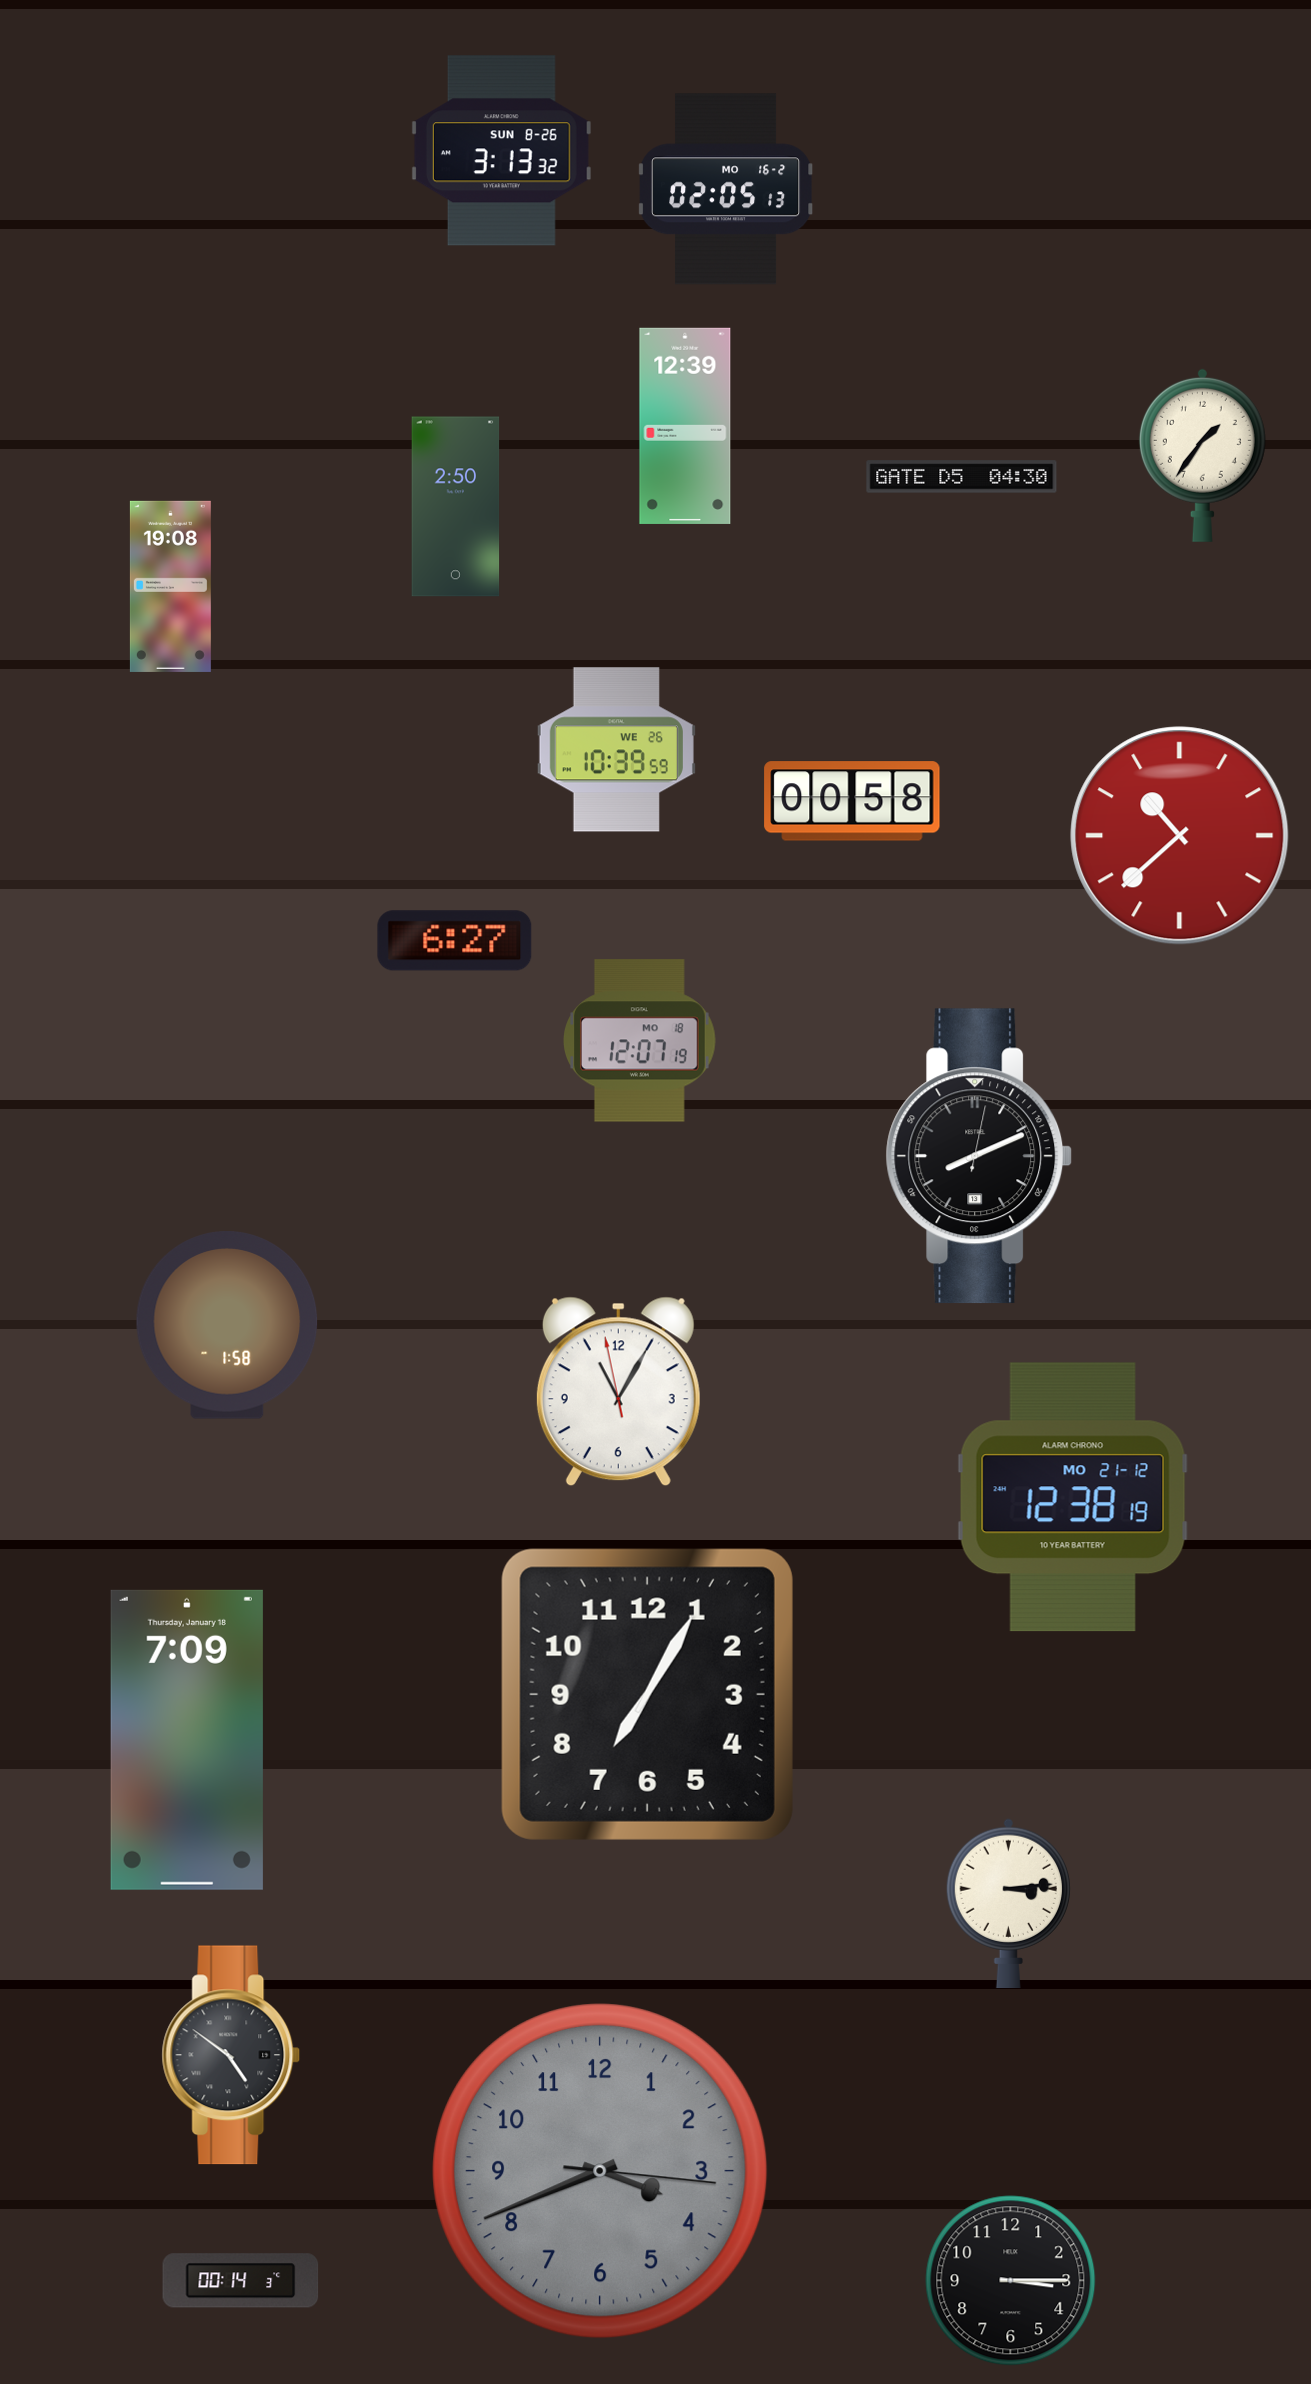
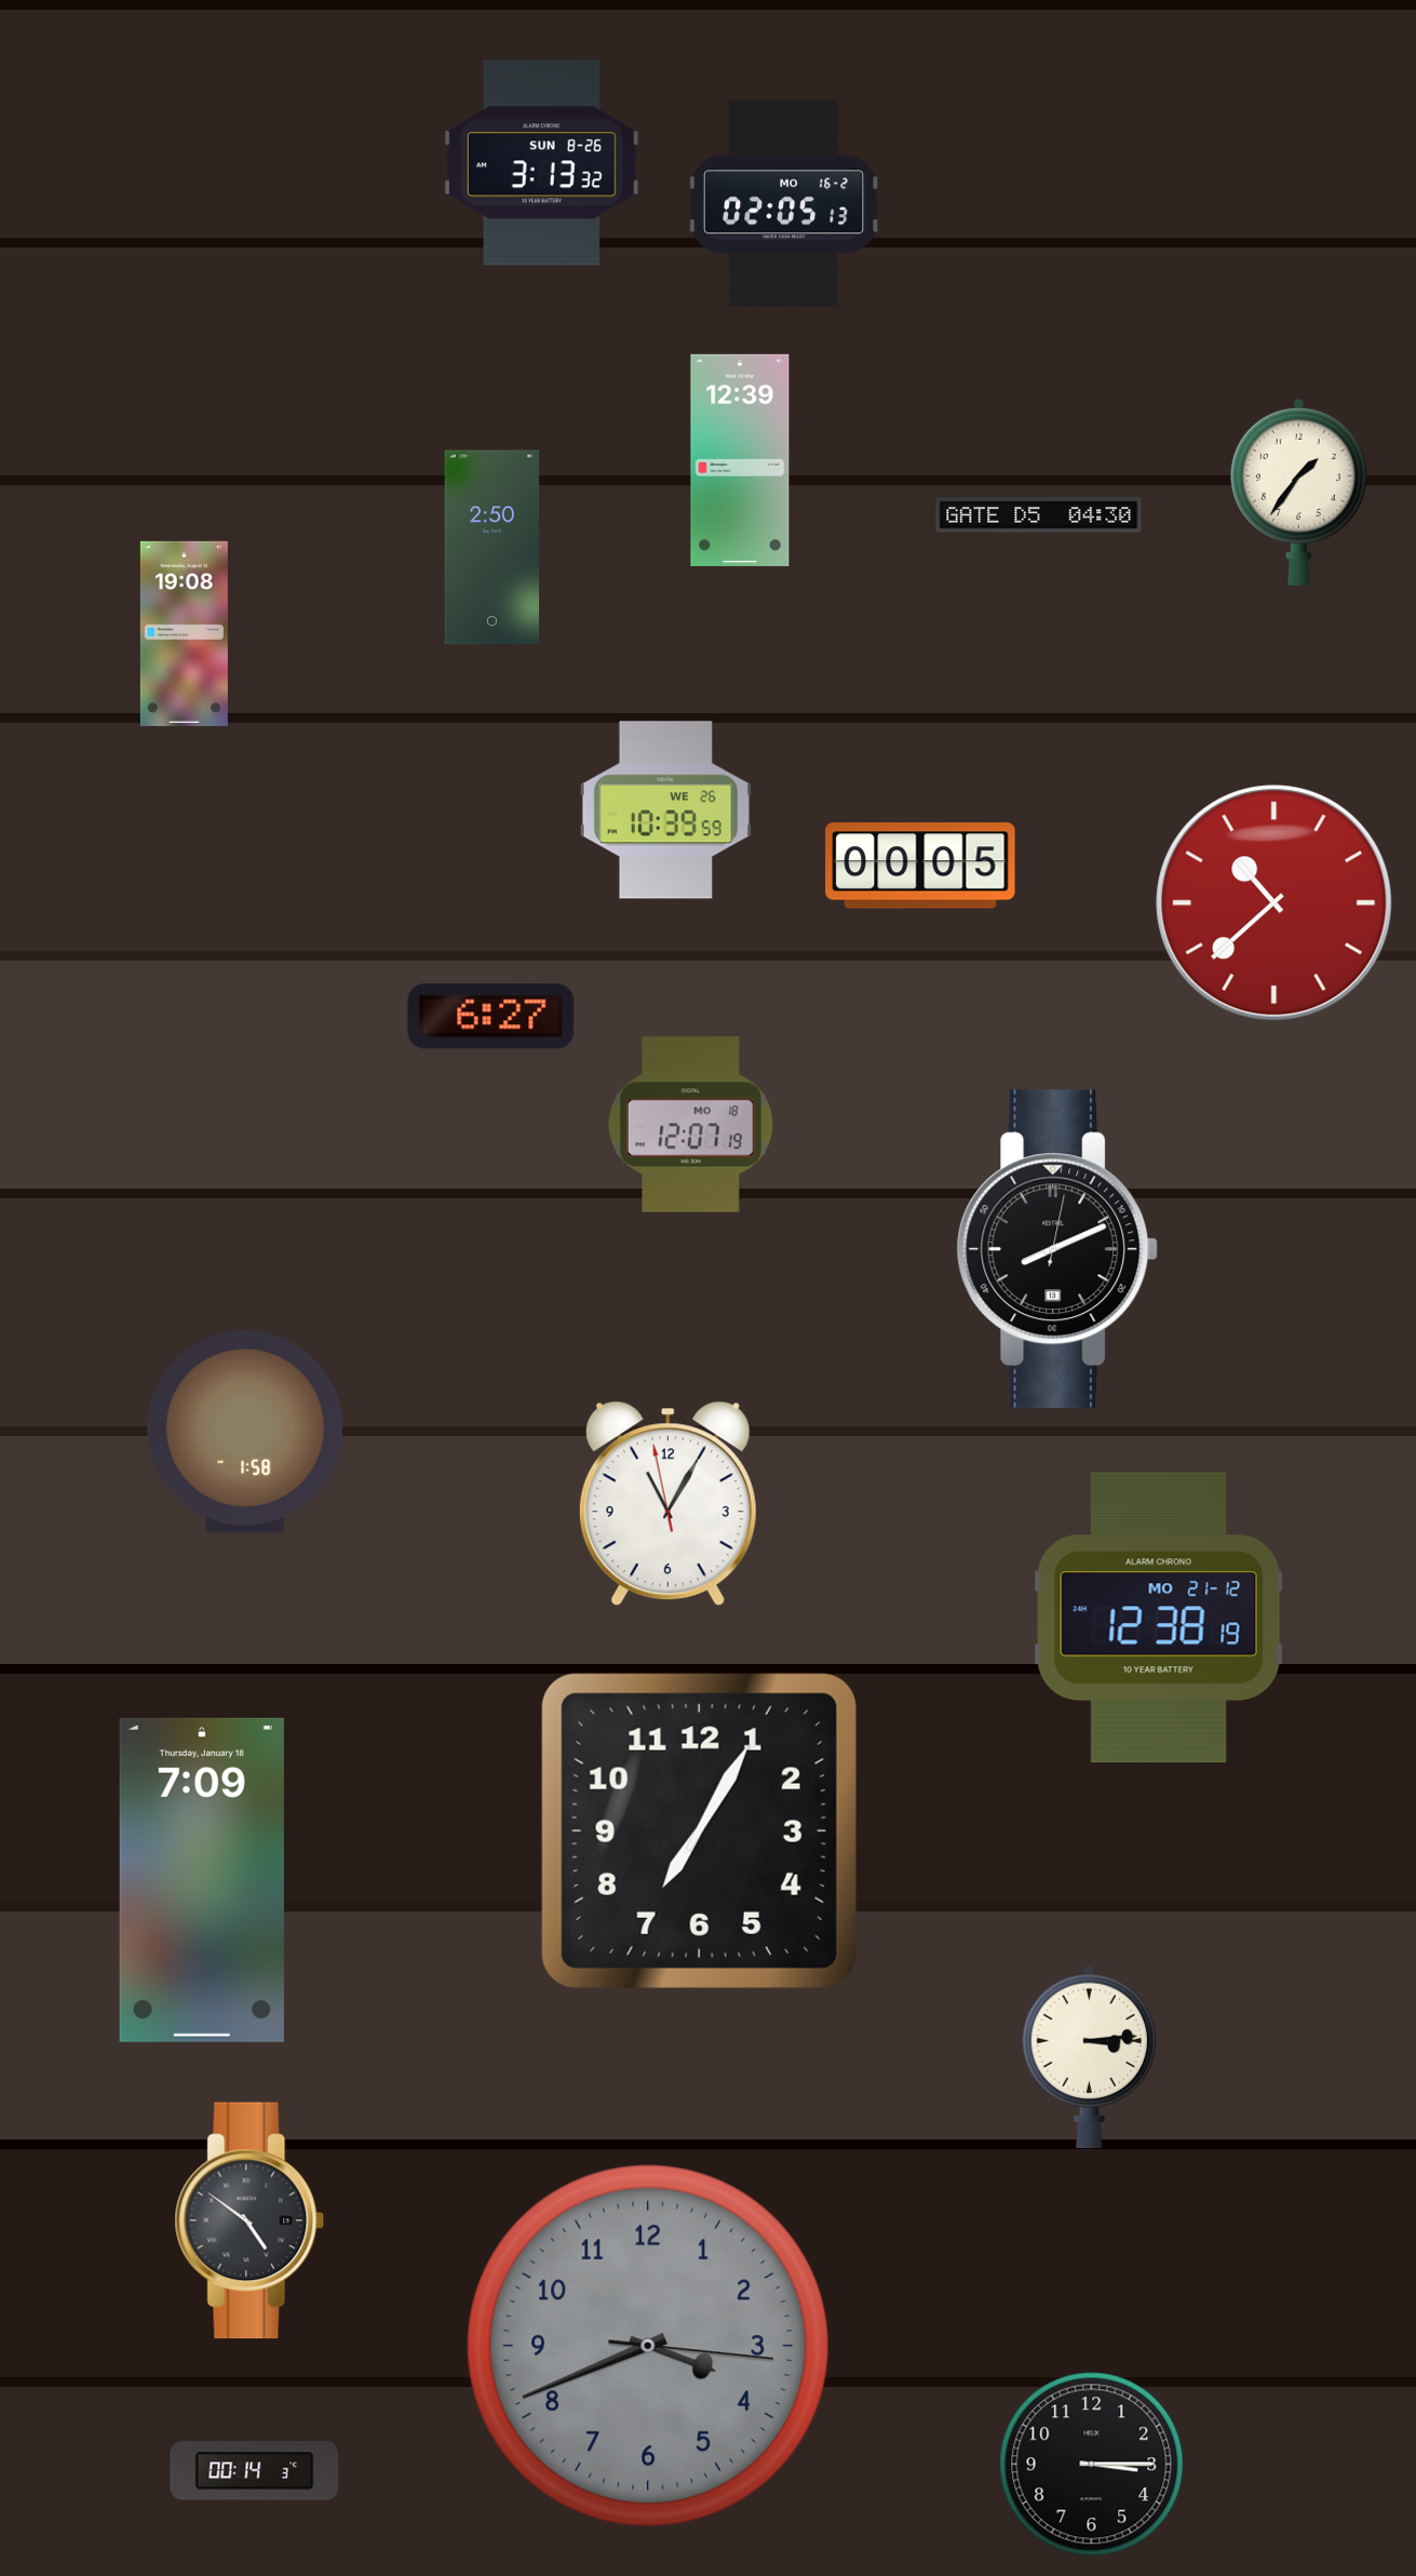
clock at (852, 801): 00:58 -> 00:05
clock at (241, 2281) position: (241, 2281) -> (255, 2471)
